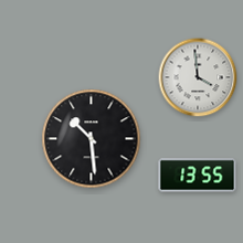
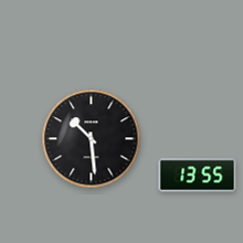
clock at (198, 77): 3:59 -> none
